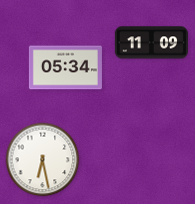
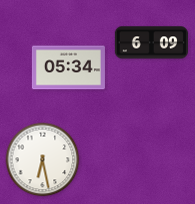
clock at (151, 43): 11:09 -> 6:09
clock at (65, 68) position: (65, 68) -> (68, 68)
